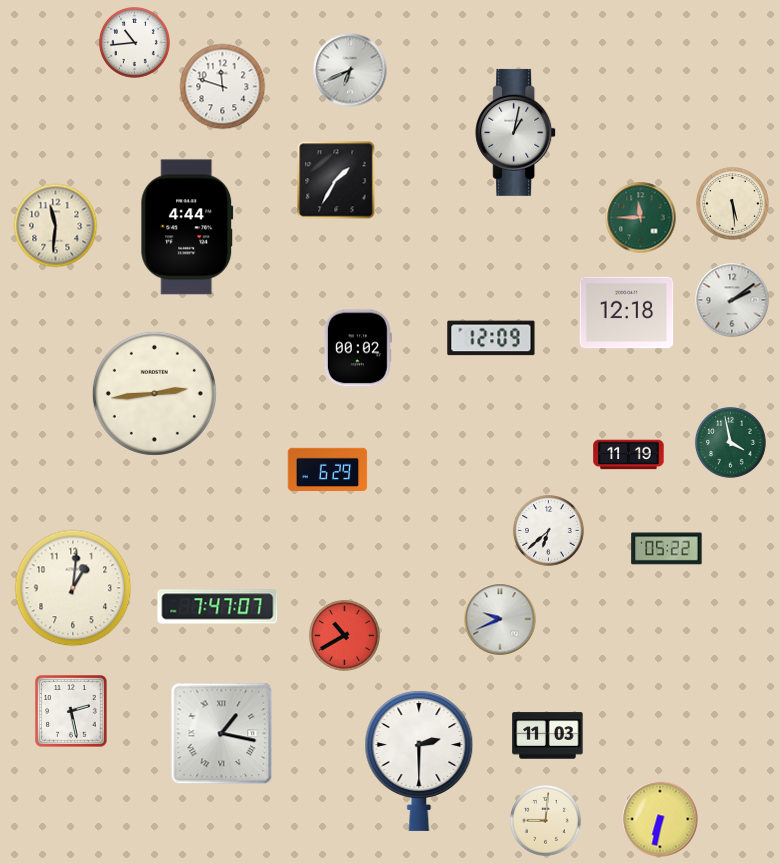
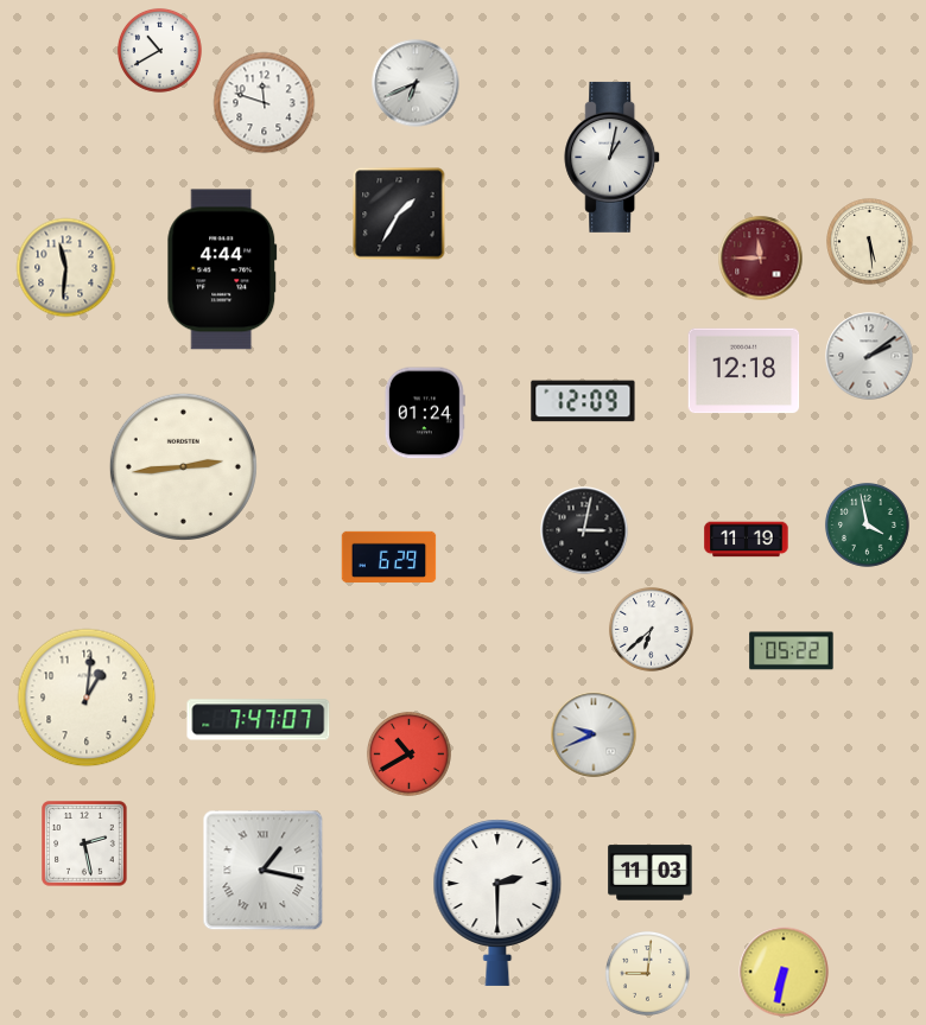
clock at (134, 42): 10:44 -> 10:40
clock at (641, 218) dial: green -> burgundy
clock at (358, 348): 00:02 -> 01:24
clock at (584, 530): none -> 3:02
